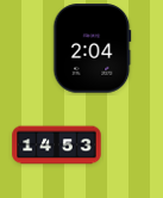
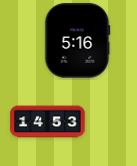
clock at (93, 49): 2:04 -> 5:16
